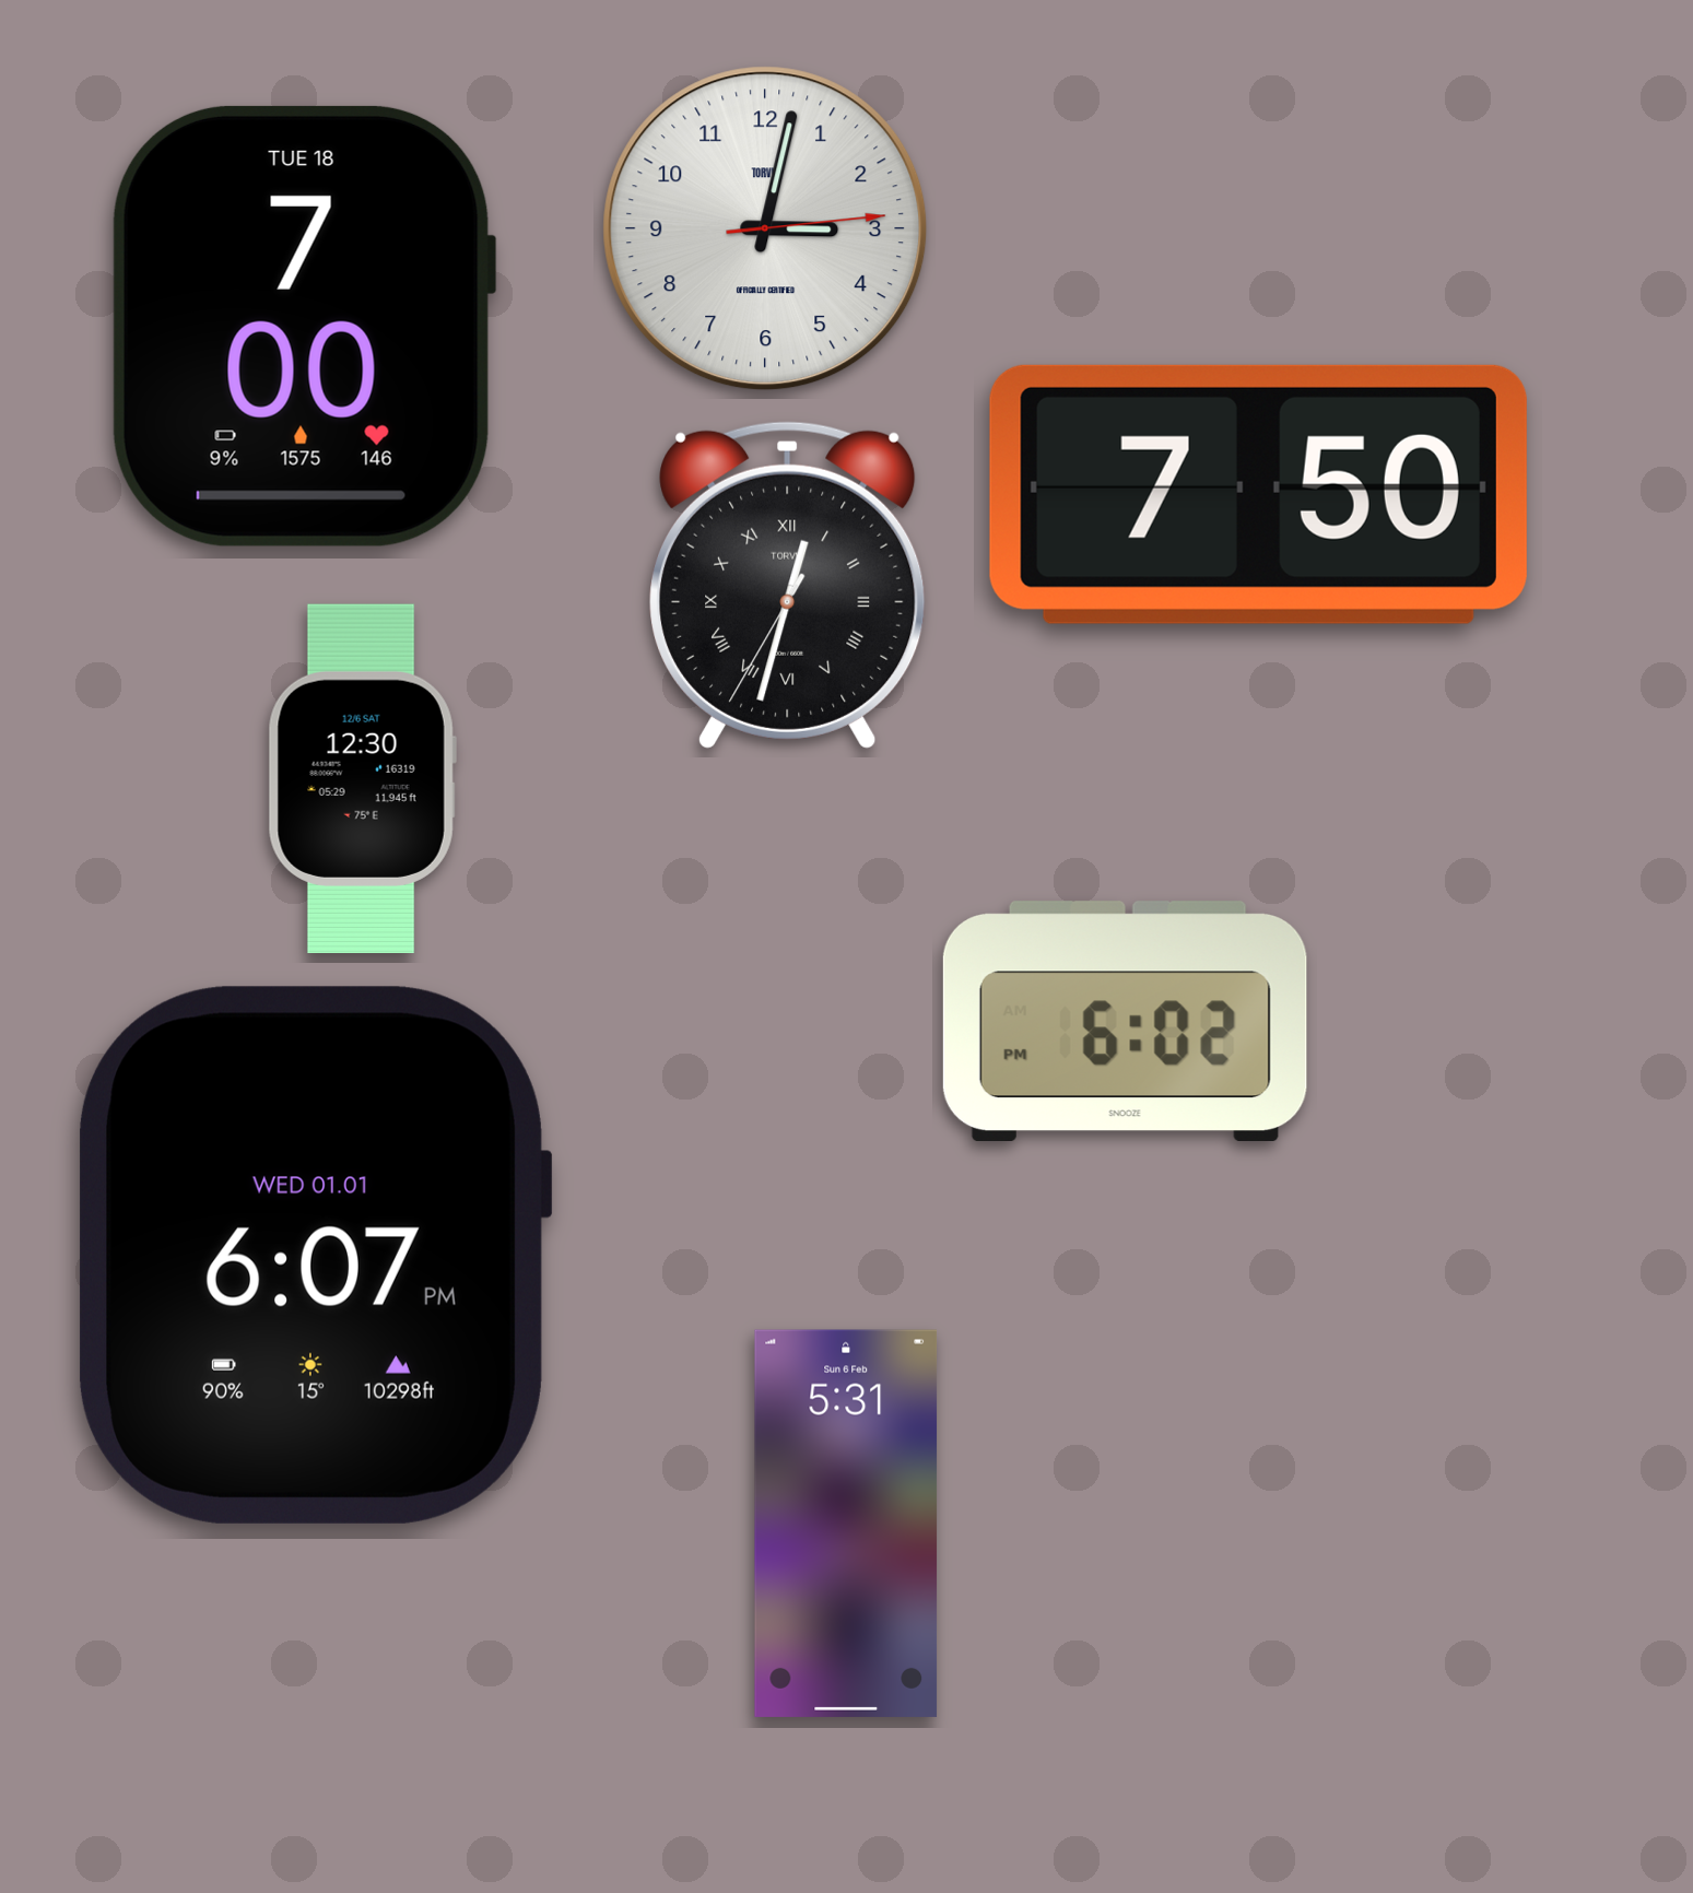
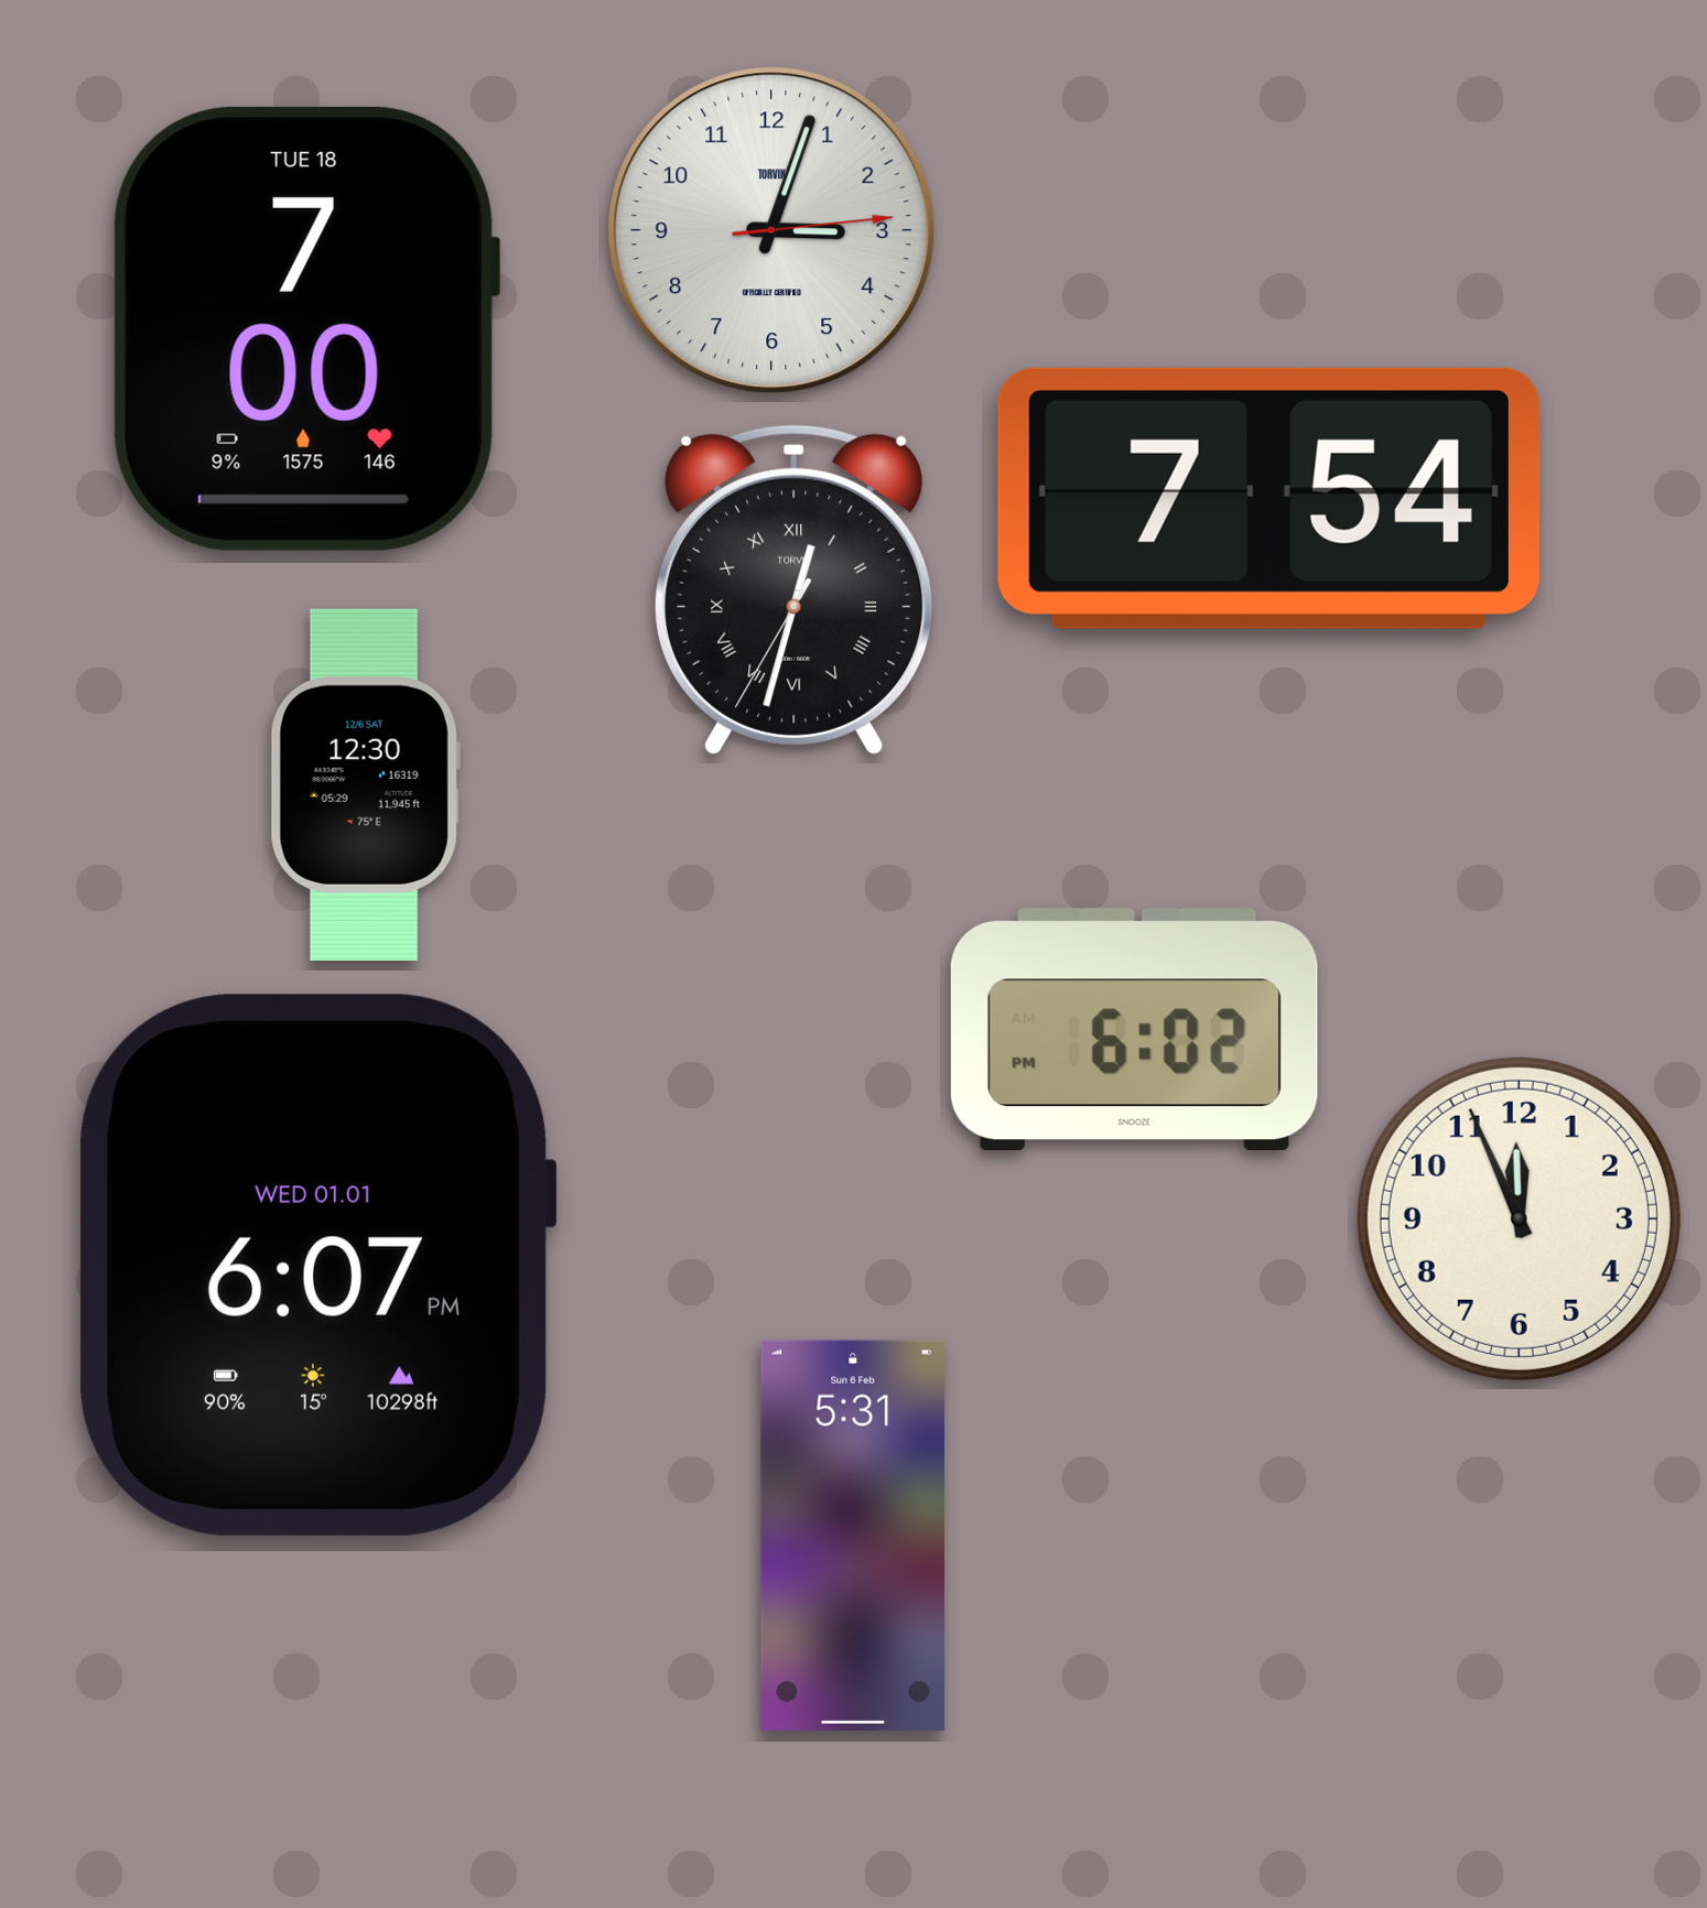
clock at (765, 228): 3:02 -> 3:03
clock at (1258, 494): 7:50 -> 7:54
clock at (1519, 1218): none -> 11:56
